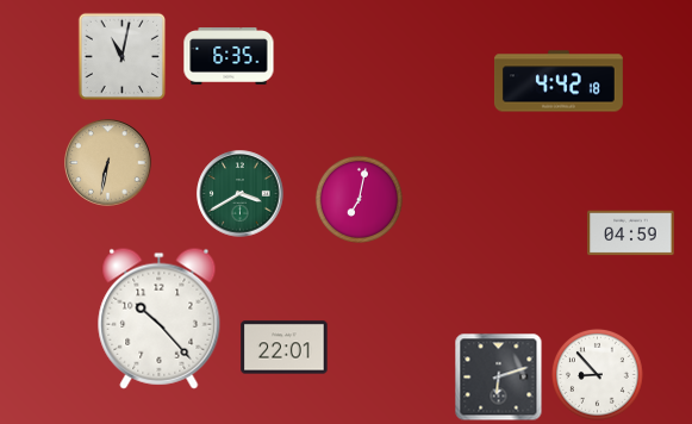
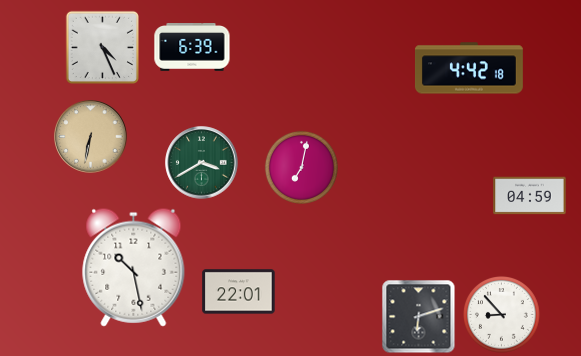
clock at (121, 56): 11:02 -> 4:26
clock at (229, 57): 6:35 -> 6:39
clock at (160, 318): 10:23 -> 10:28
